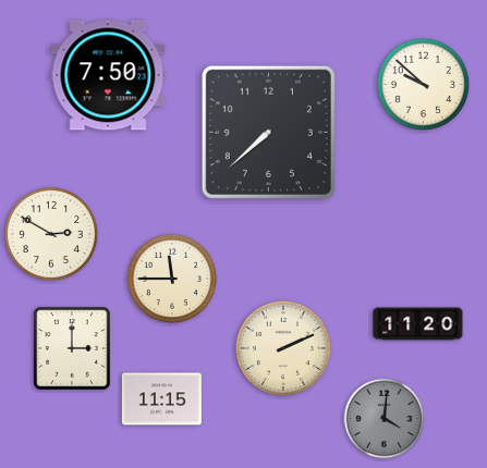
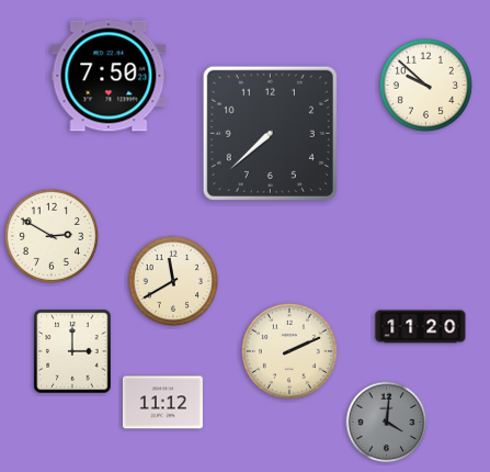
clock at (171, 278): 11:45 -> 11:40
clock at (283, 348) position: (283, 348) -> (289, 351)
clock at (161, 399): 11:15 -> 11:12
